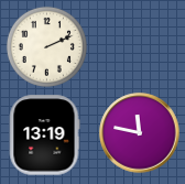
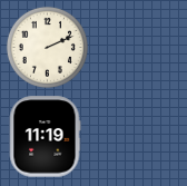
clock at (140, 133): 11:47 -> none
clock at (44, 136): 13:19 -> 11:19
